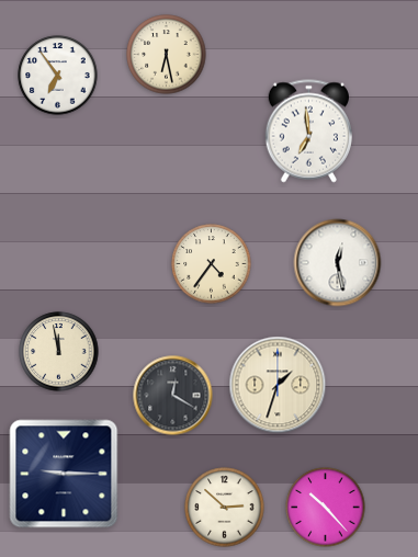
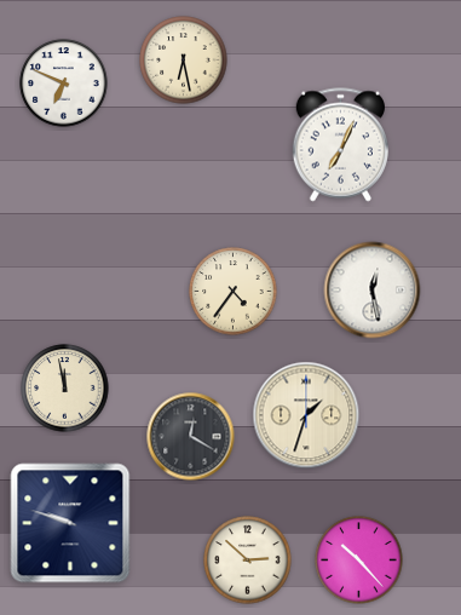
clock at (58, 76): 6:54 -> 6:49
clock at (308, 132): 6:59 -> 7:04
clock at (278, 385) position: (278, 385) -> (306, 415)
clock at (64, 474): 9:15 -> 9:48
